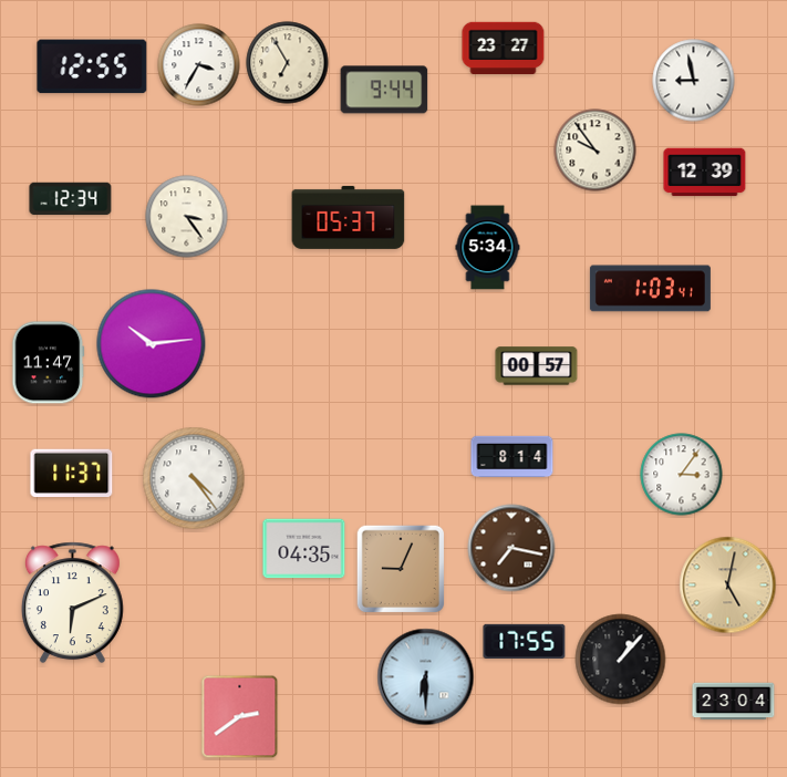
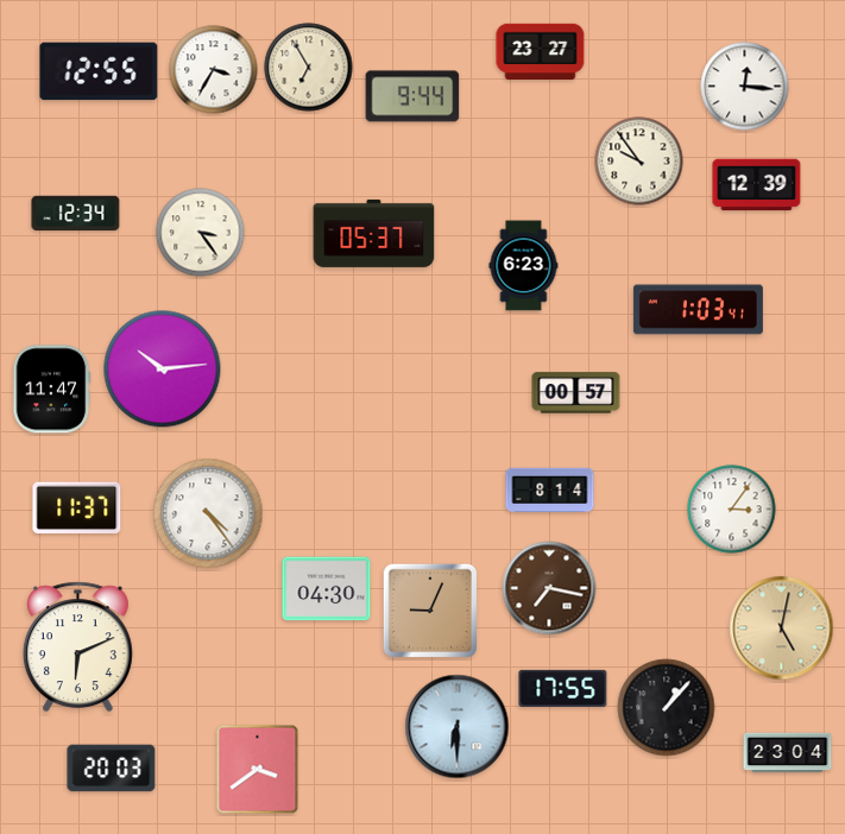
clock at (694, 81): 8:58 -> 12:16
clock at (488, 248): 5:34 -> 6:23
clock at (304, 549): 04:35 -> 04:30
clock at (112, 769): none -> 20:03
clock at (240, 717): 2:39 -> 3:39
